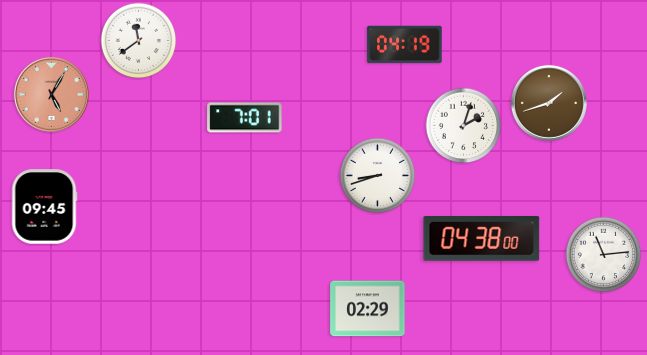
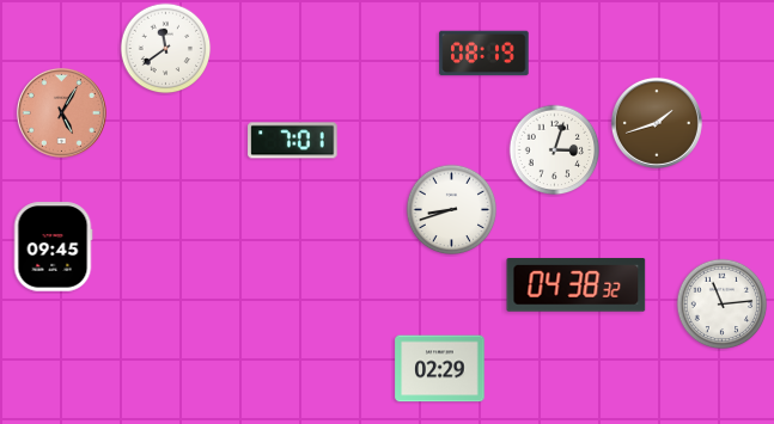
clock at (405, 45): 04:19 -> 08:19
clock at (464, 126): 2:03 -> 3:03
clock at (482, 239): 04:38:00 -> 04:38:32
